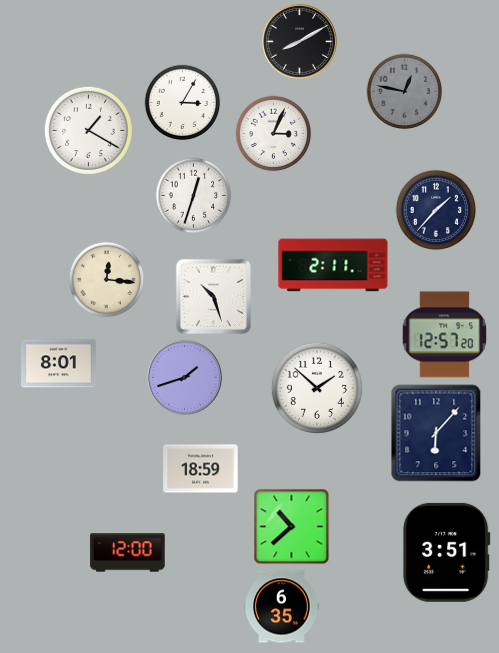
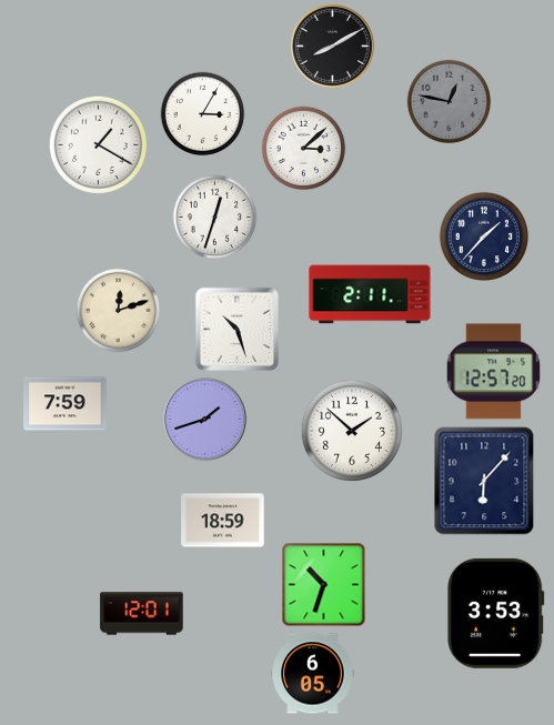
clock at (274, 134): 3:04 -> 3:08
clock at (436, 210) position: (436, 210) -> (484, 236)
clock at (107, 280): 12:16 -> 12:12
clock at (59, 364): 8:01 -> 7:59
clock at (292, 527): 10:38 -> 10:33
clock at (447, 552): 3:51 -> 3:53
clock at (128, 553): 12:00 -> 12:01
clock at (282, 607): 6:35 -> 6:05
